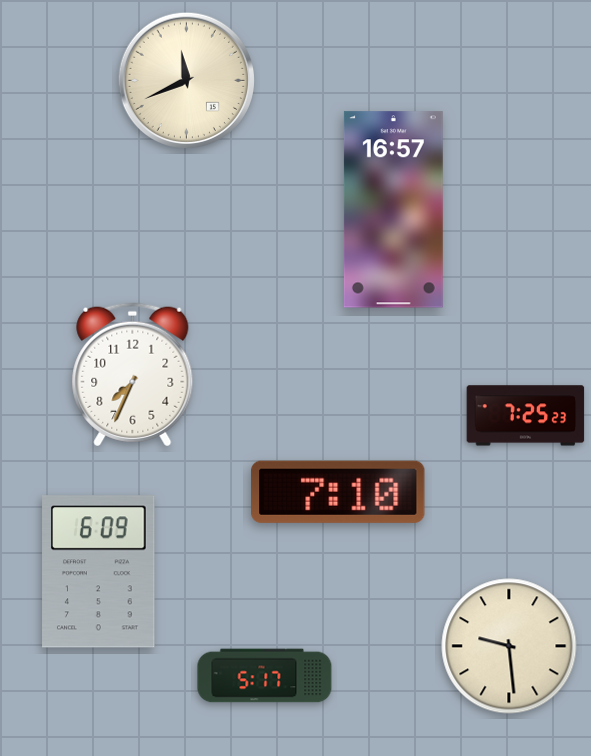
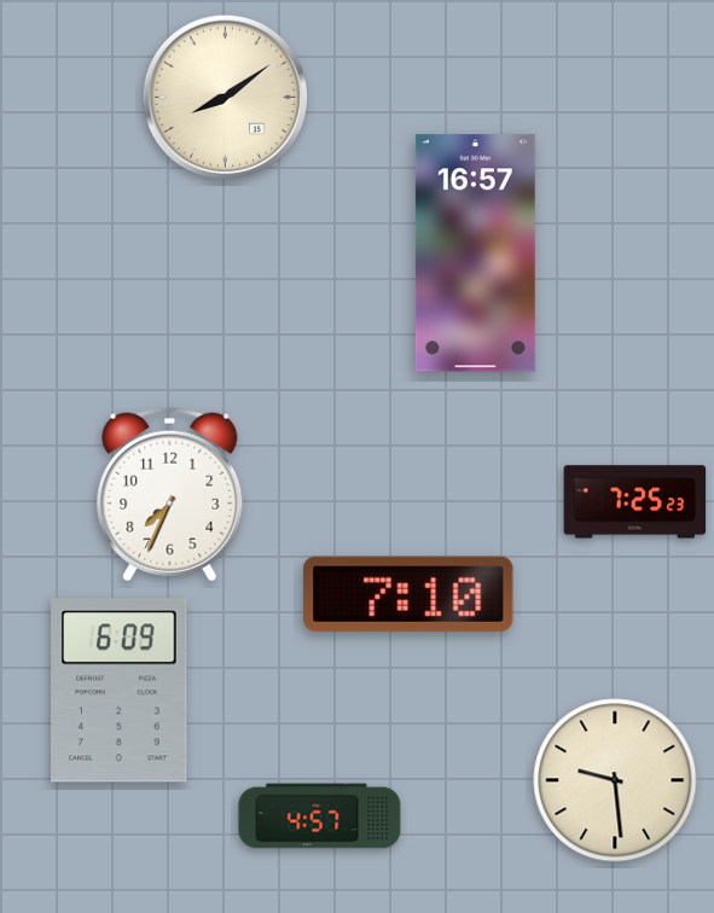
clock at (186, 80): 11:41 -> 8:09
clock at (133, 375) position: (133, 375) -> (170, 495)
clock at (265, 676): 5:17 -> 4:57
